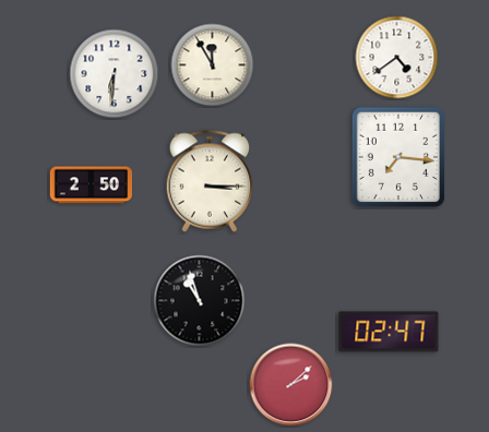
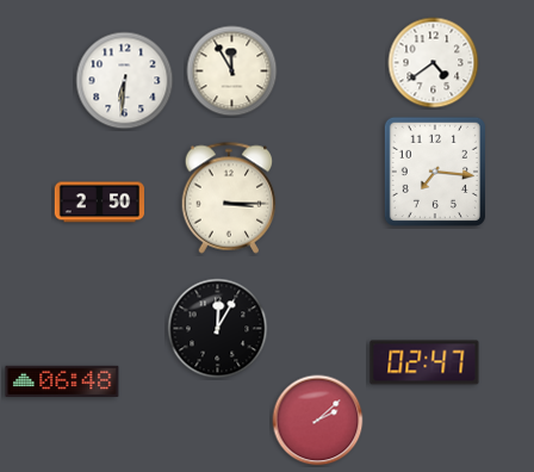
clock at (200, 301): 10:57 -> 12:05
clock at (62, 381): none -> 06:48
